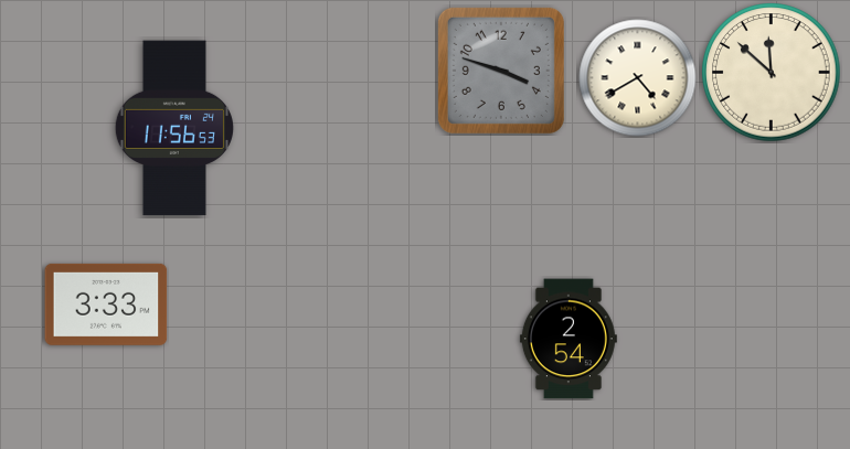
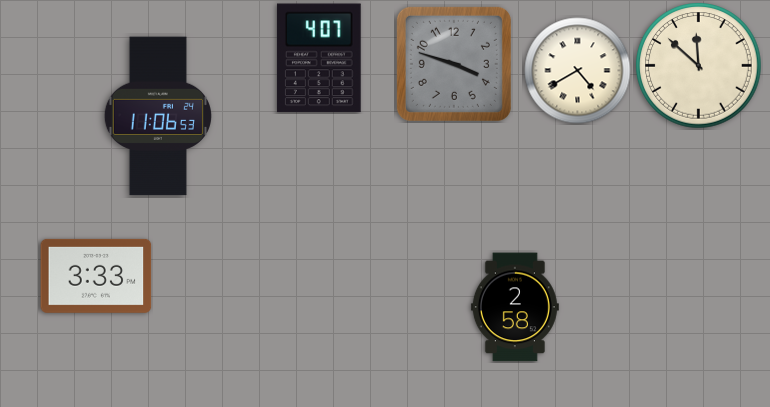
clock at (319, 58): none -> 4:07
clock at (174, 128): 11:56 -> 11:06
clock at (569, 339): 2:54 -> 2:58
